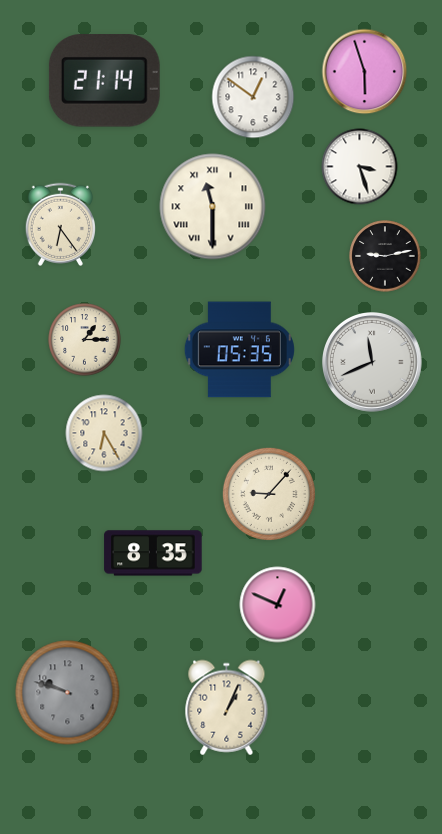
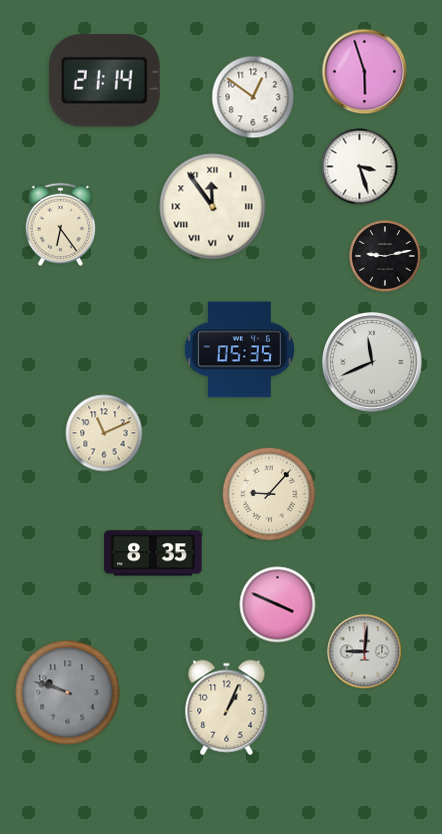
clock at (213, 207): 11:30 -> 11:54
clock at (85, 340): 1:15 -> none
clock at (104, 433): 6:25 -> 11:11
clock at (278, 605): 12:49 -> 3:49
clock at (365, 652): none -> 9:01
